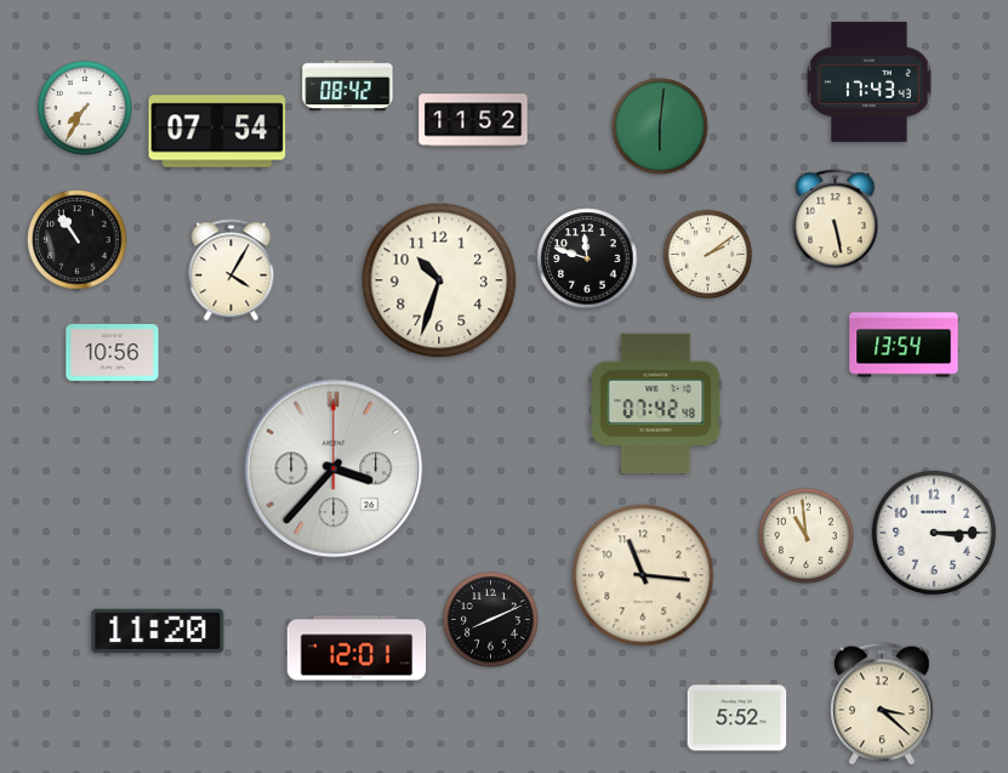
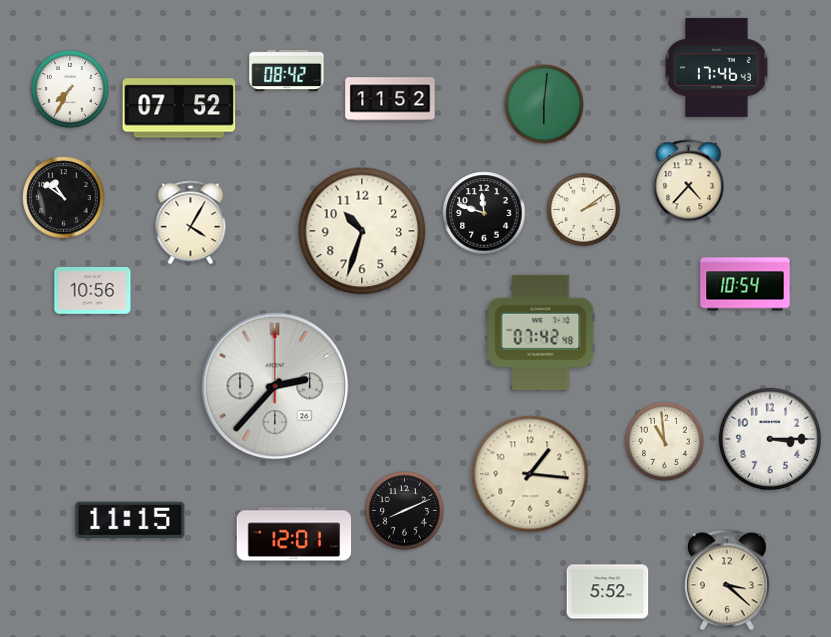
clock at (870, 81): 17:43 -> 17:46
clock at (217, 131): 07:54 -> 07:52
clock at (836, 221): 5:28 -> 4:37
clock at (78, 240): 10:54 -> 10:51
clock at (904, 345): 13:54 -> 10:54
clock at (334, 468): 3:37 -> 2:37
clock at (643, 575): 11:16 -> 1:16
clock at (158, 631): 11:20 -> 11:15
